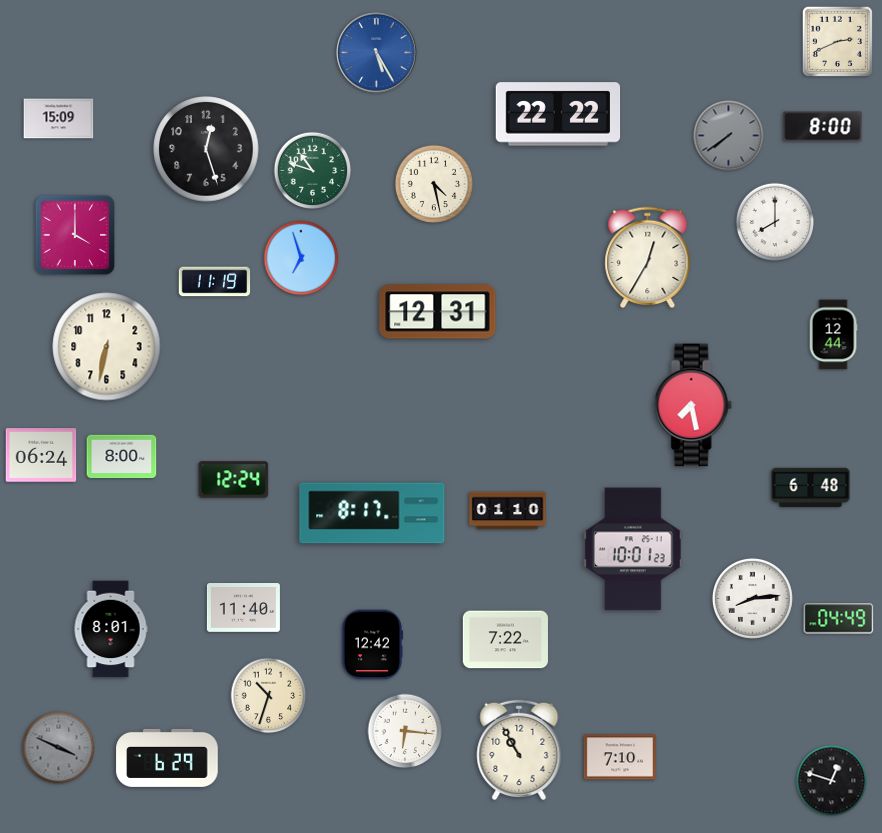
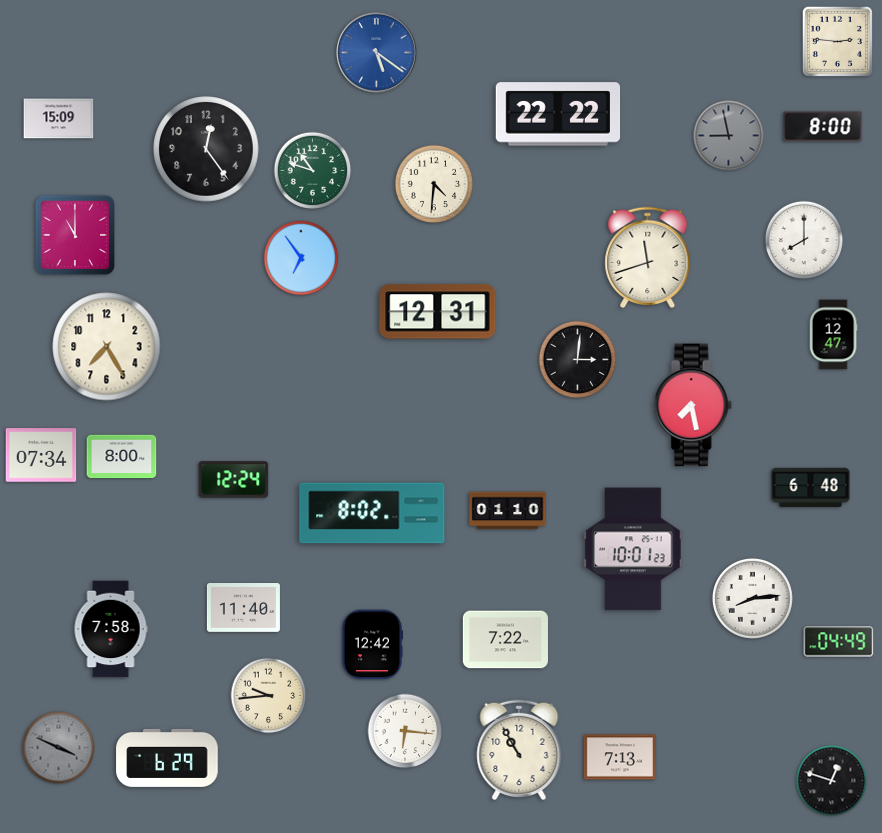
clock at (837, 41): 2:41 -> 2:46
clock at (377, 53): 5:25 -> 5:21
clock at (729, 136): 7:39 -> 8:58
clock at (206, 149): 12:27 -> 12:24
clock at (433, 183): 4:28 -> 4:31
clock at (774, 221) position: (774, 221) -> (803, 239)
clock at (75, 235): 4:00 -> 11:00
clock at (301, 258): 6:57 -> 6:54
clock at (648, 258): 12:35 -> 11:42
clock at (215, 282): 11:19 -> none
clock at (833, 335): 12:44 -> 12:47
clock at (107, 347): 6:32 -> 7:25
clock at (578, 360): none -> 3:01
clock at (41, 455): 06:24 -> 07:34
clock at (372, 513): 8:17 -> 8:02
clock at (839, 619) position: (839, 619) -> (839, 642)
clock at (111, 629): 8:01 -> 7:58
clock at (269, 696): 10:33 -> 9:44
clock at (620, 757): 7:10 -> 7:13
